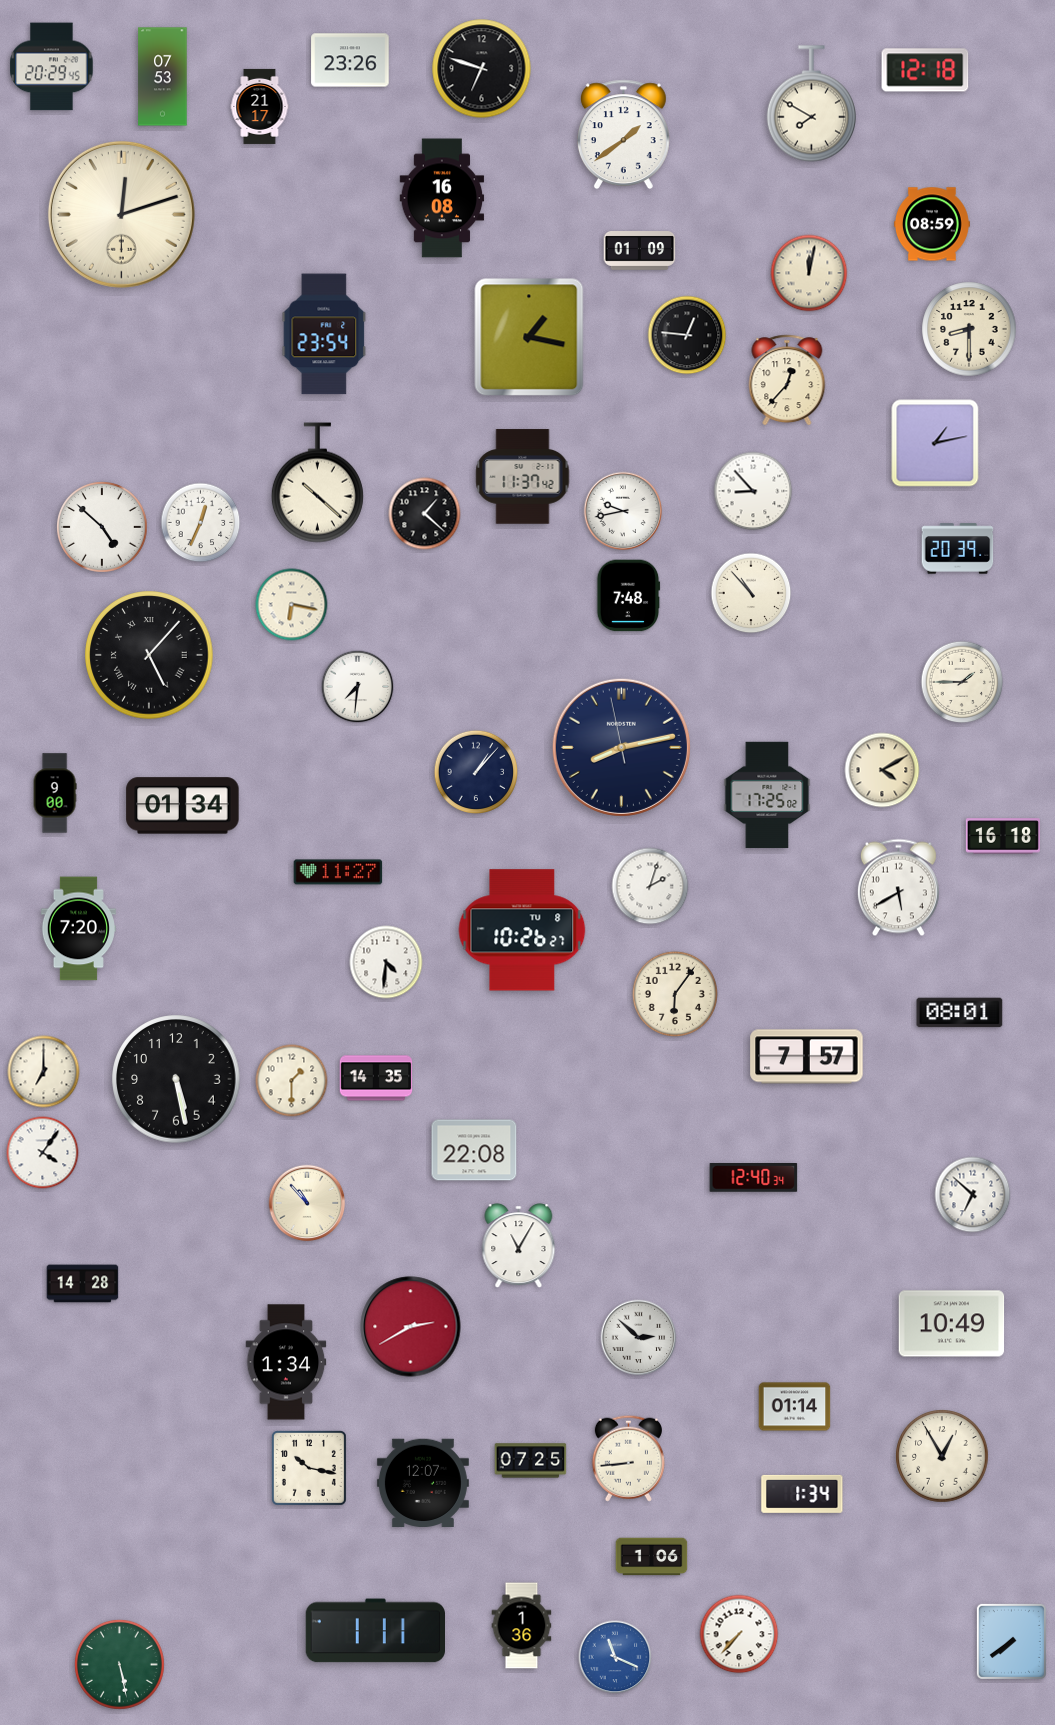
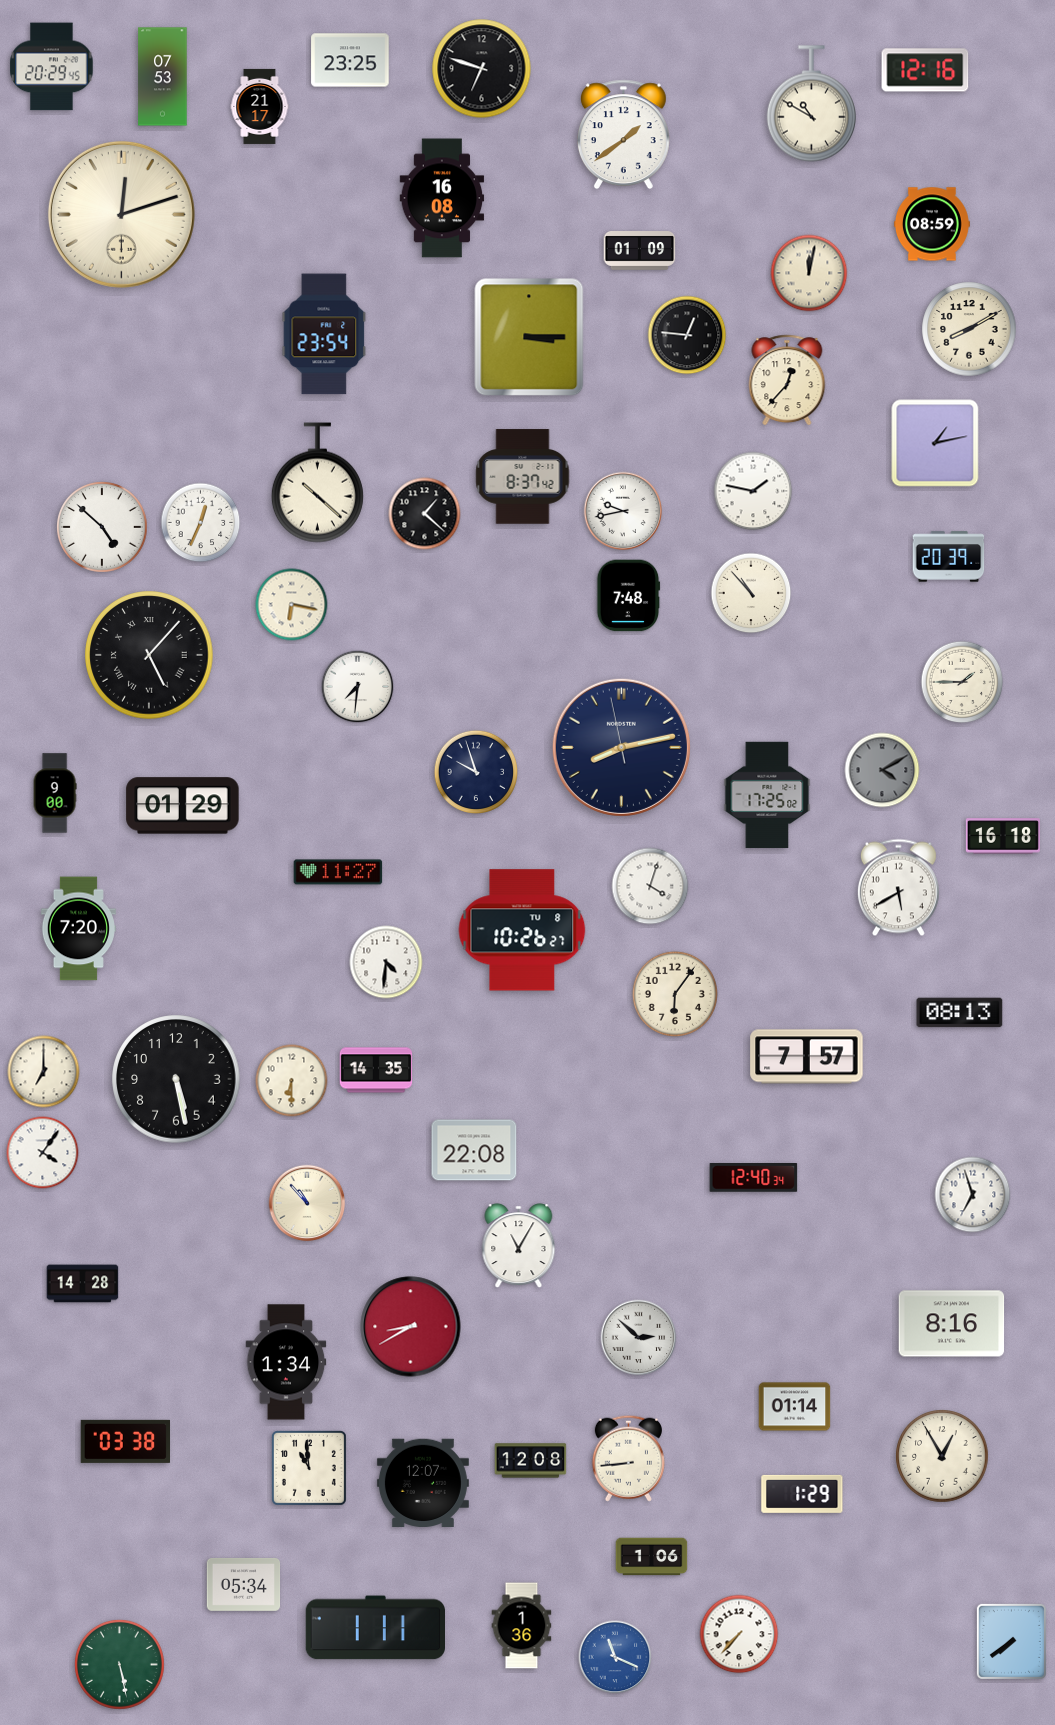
clock at (350, 60): 23:26 -> 23:25
clock at (925, 70): 12:18 -> 12:16
clock at (811, 104): 7:50 -> 10:50
clock at (969, 329): 8:30 -> 8:10
clock at (529, 337): 1:17 -> 3:15
clock at (523, 477): 11:37 -> 8:37
clock at (753, 491): 8:53 -> 1:47
clock at (958, 549) position: (958, 549) -> (949, 557)
clock at (882, 770) dial: cream -> grey
clock at (475, 771): 1:07 -> 9:57
clock at (183, 806): 01:34 -> 01:29
clock at (650, 886): 2:03 -> 4:03
clock at (960, 1013): 08:01 -> 08:13
clock at (376, 1078) position: (376, 1078) -> (376, 1070)
clock at (292, 1081): 1:30 -> 6:30
clock at (973, 1195): 6:52 -> 6:57
clock at (952, 1324): 10:49 -> 8:16
clock at (411, 1327): 2:40 -> 8:40
clock at (125, 1441): none -> 03:38
clock at (531, 1461): 07:25 -> 12:08
clock at (309, 1468): 10:17 -> 10:59
clock at (802, 1494): 1:34 -> 1:29
clock at (244, 1584): none -> 05:34
clock at (375, 1631) position: (375, 1631) -> (375, 1628)
